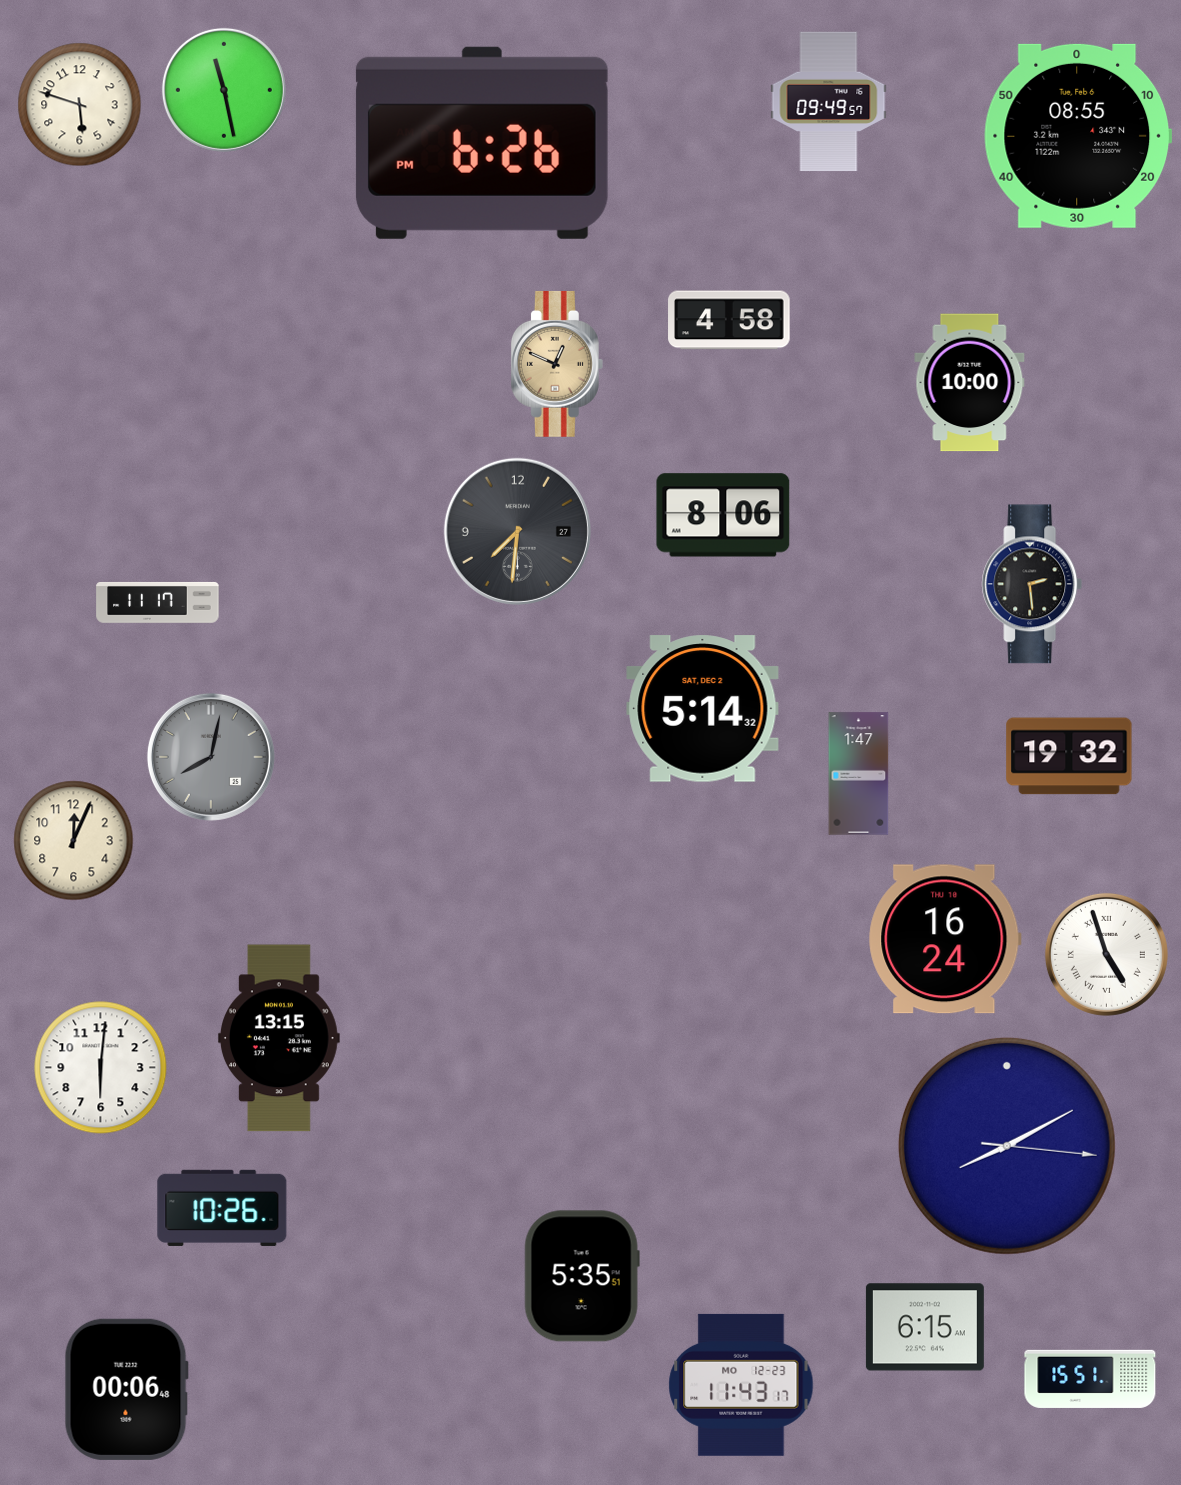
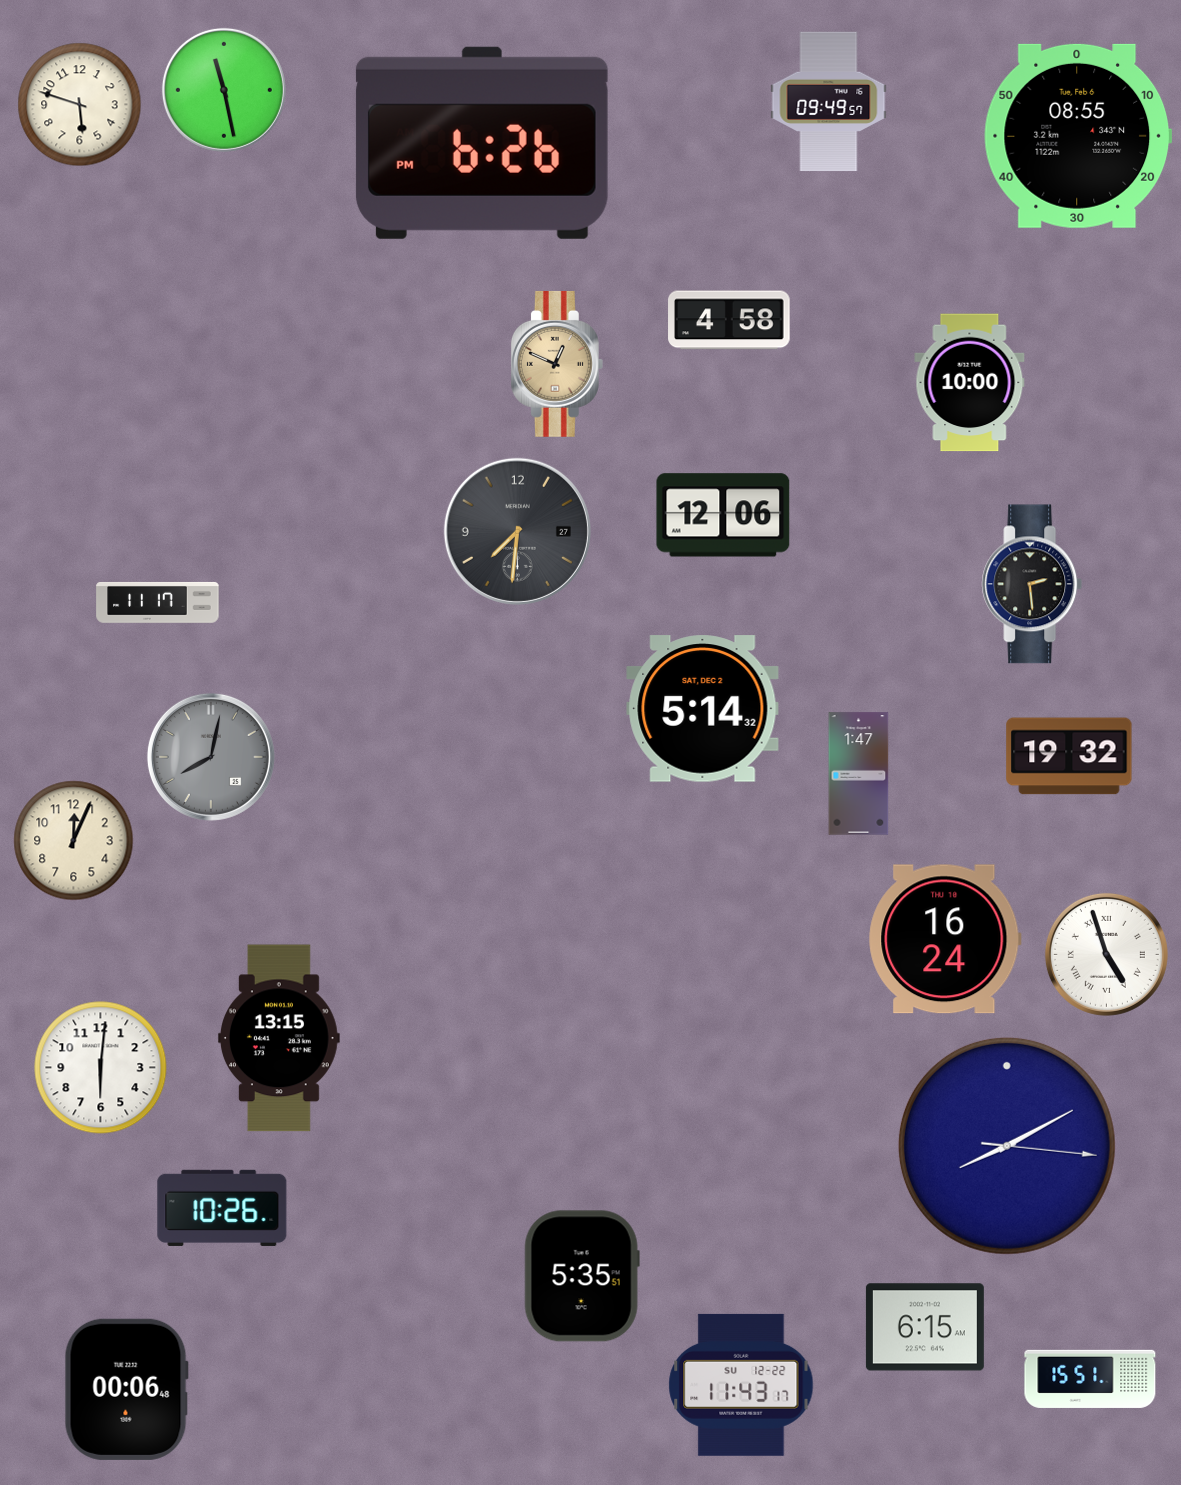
clock at (723, 515): 8:06 -> 12:06
clock at (741, 1385) date: MO 12-23 -> SU 12-22
